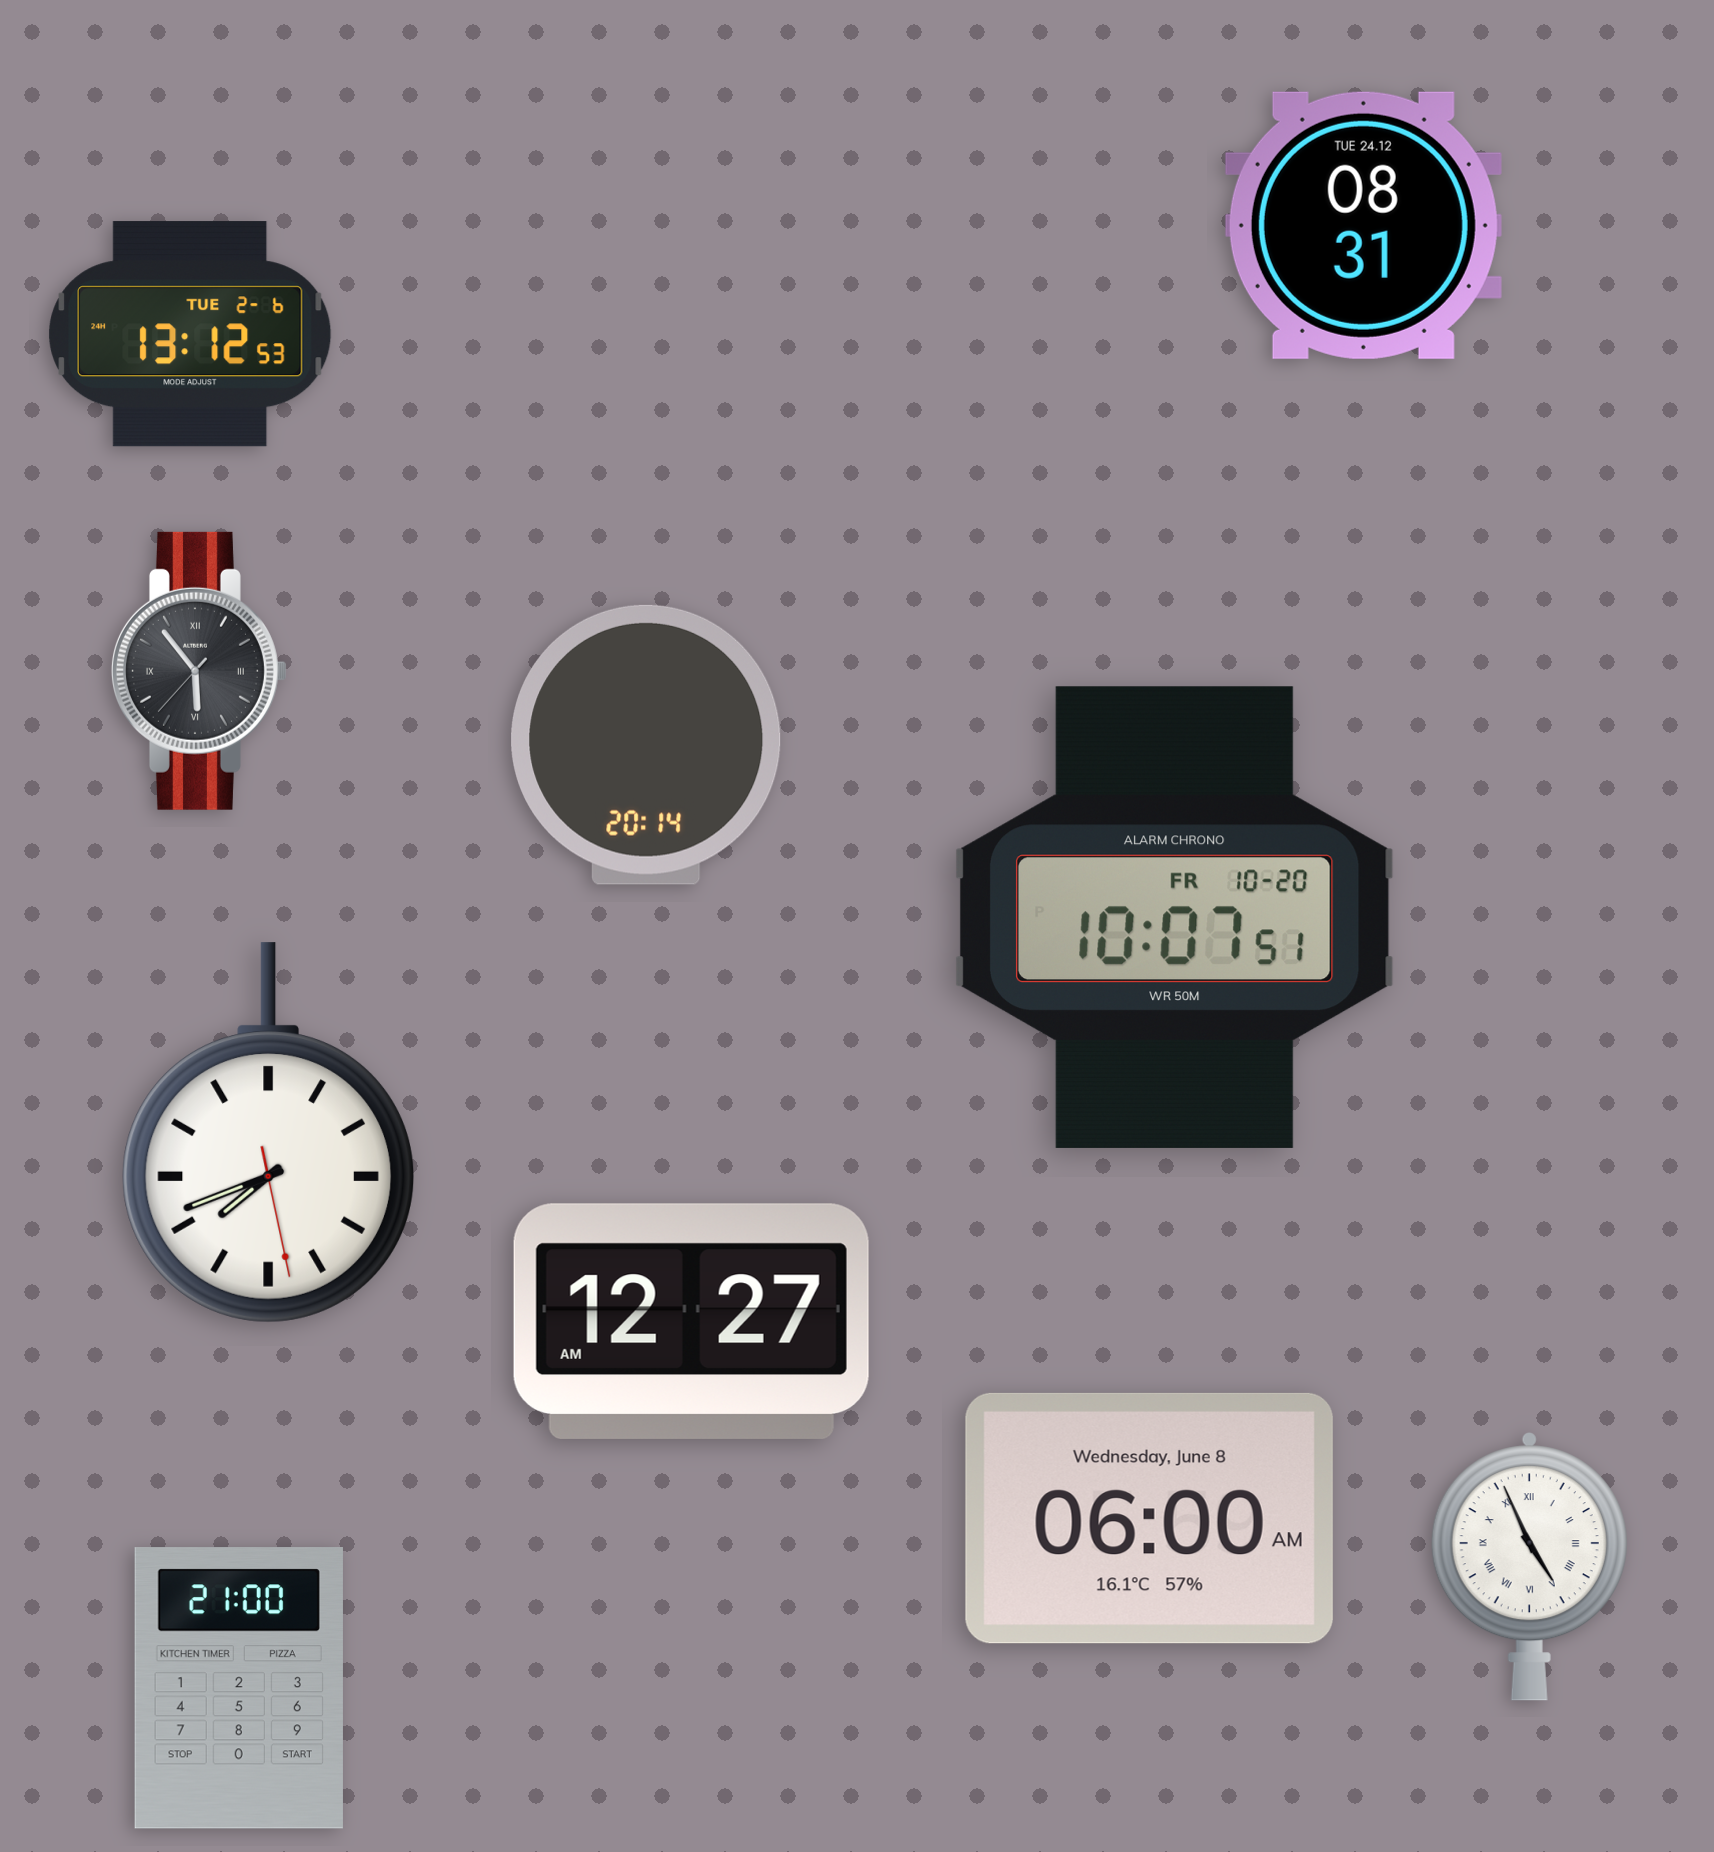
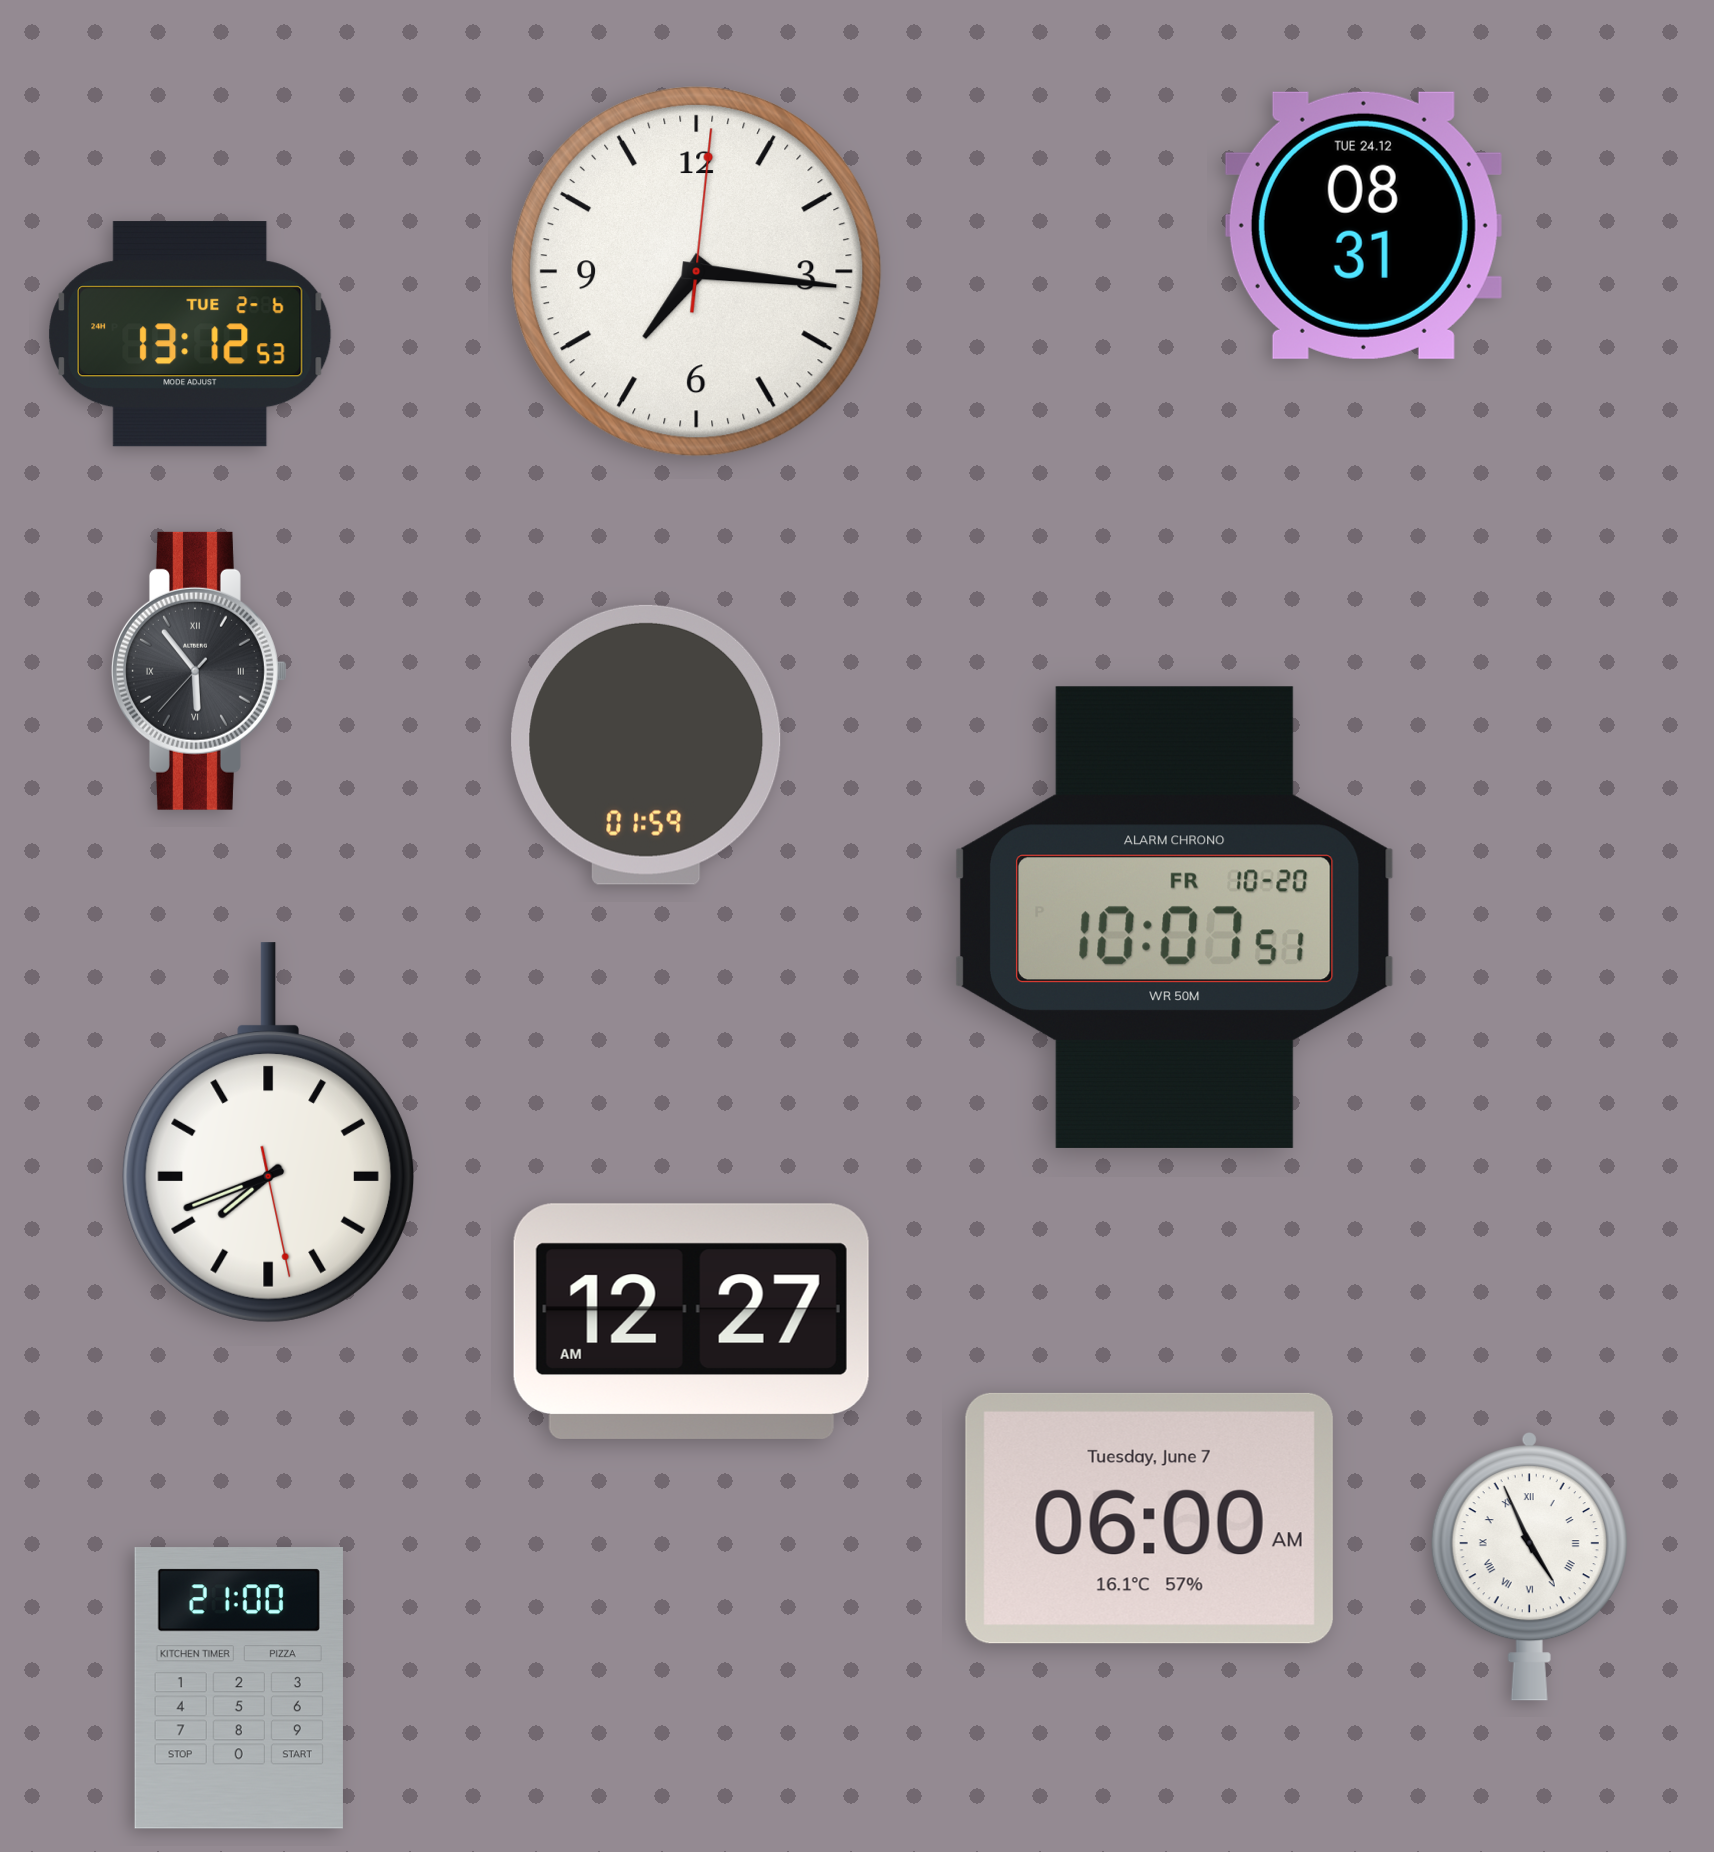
clock at (697, 272): none -> 7:16
clock at (646, 745): 20:14 -> 01:59
clock at (1149, 1518) date: Wednesday, June 8 -> Tuesday, June 7
